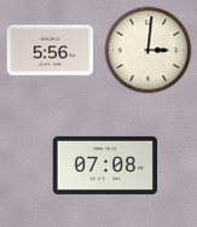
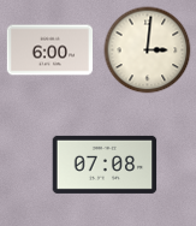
clock at (50, 51): 5:56 -> 6:00
